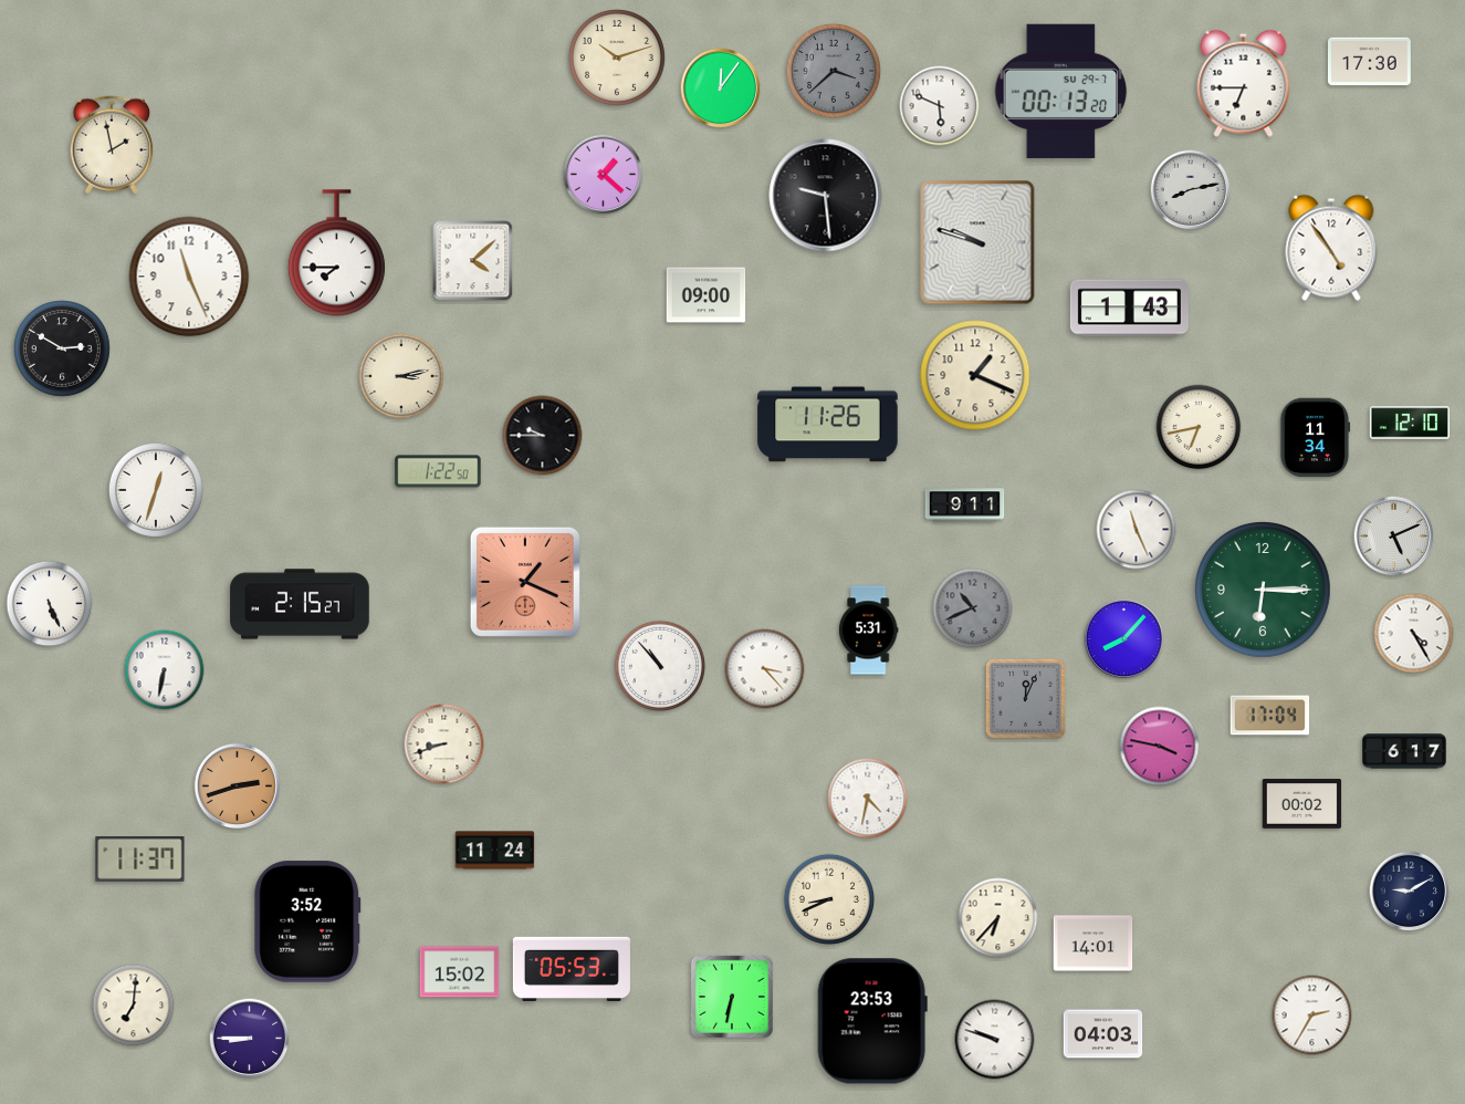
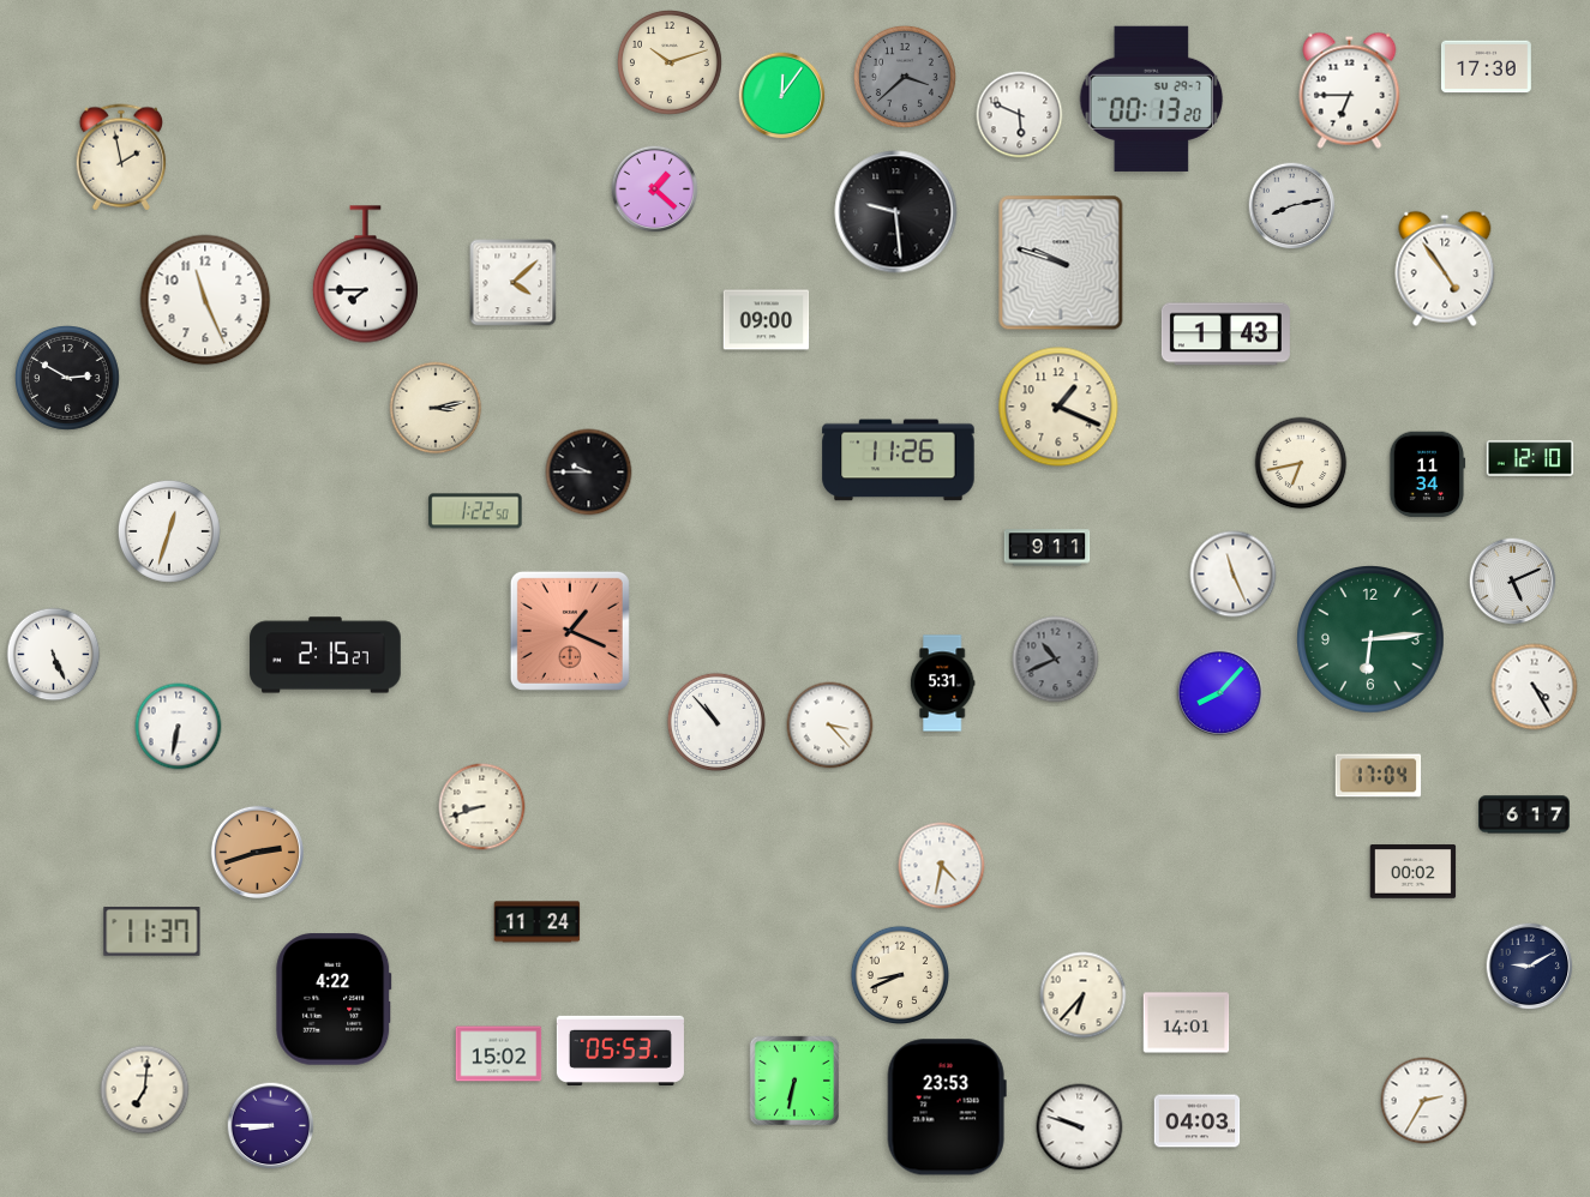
clock at (1264, 591): 6:15 -> 6:14
clock at (1025, 698): 12:04 -> none
clock at (1160, 747): 3:47 -> none
clock at (307, 921): 3:52 -> 4:22
